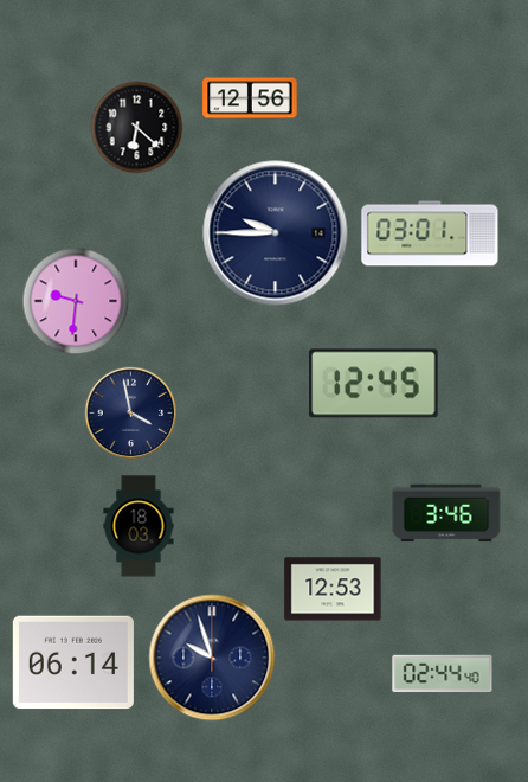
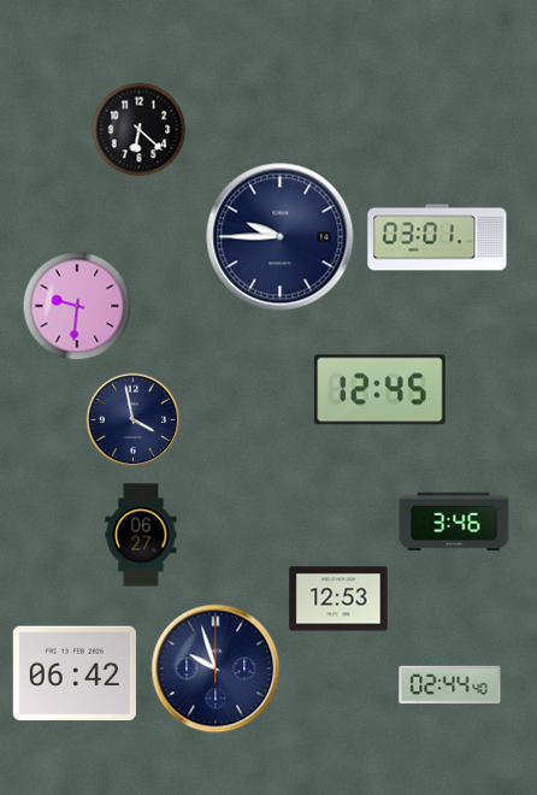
clock at (250, 98): 12:56 -> none
clock at (139, 526): 18:03 -> 06:27
clock at (73, 662): 06:14 -> 06:42
